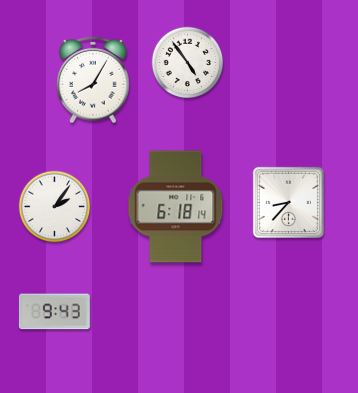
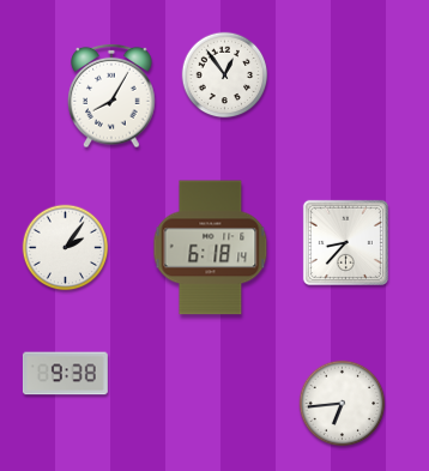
clock at (188, 63): 4:54 -> 12:54
clock at (54, 312): 9:43 -> 9:38
clock at (343, 404): none -> 6:44
